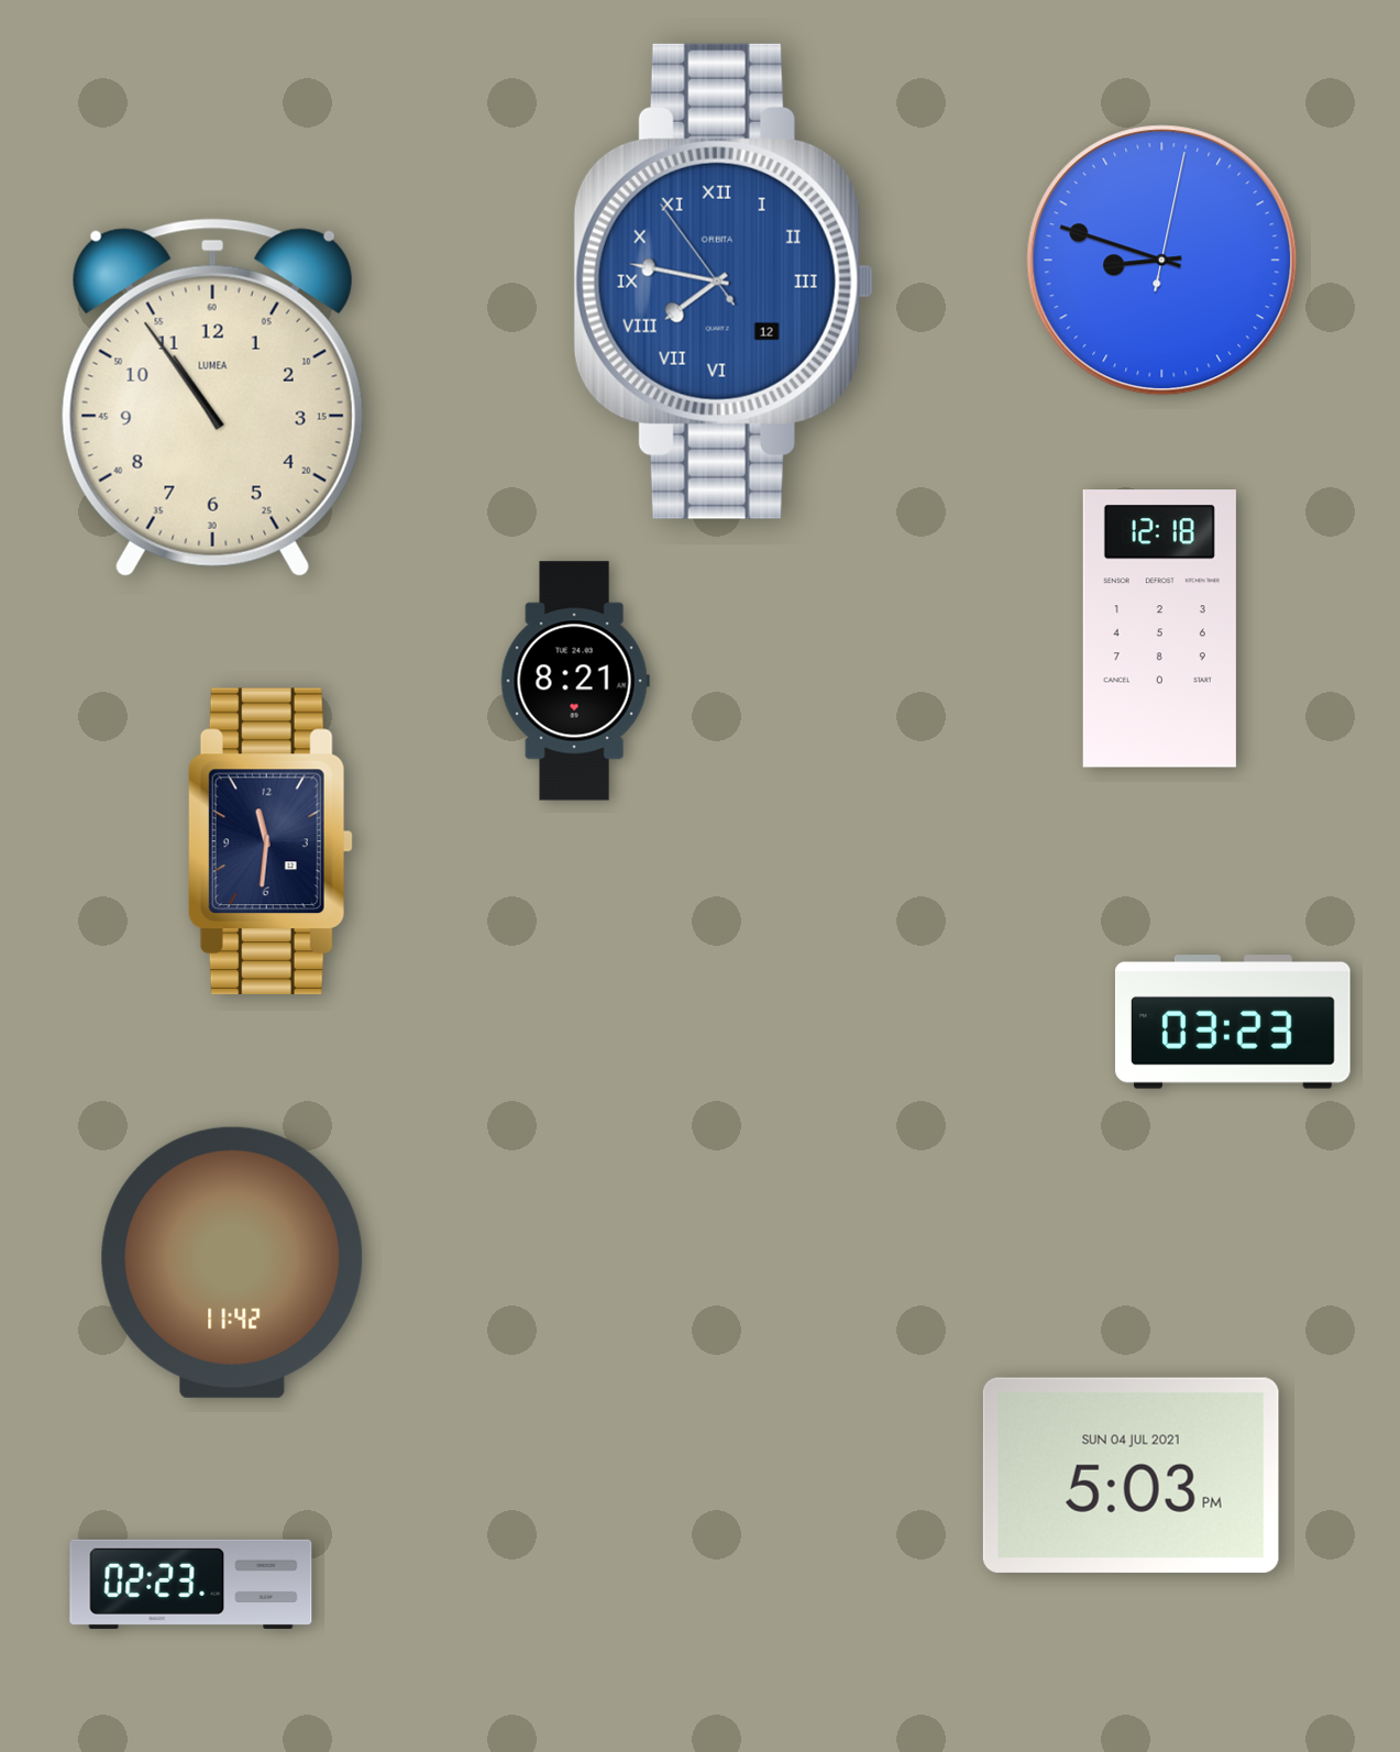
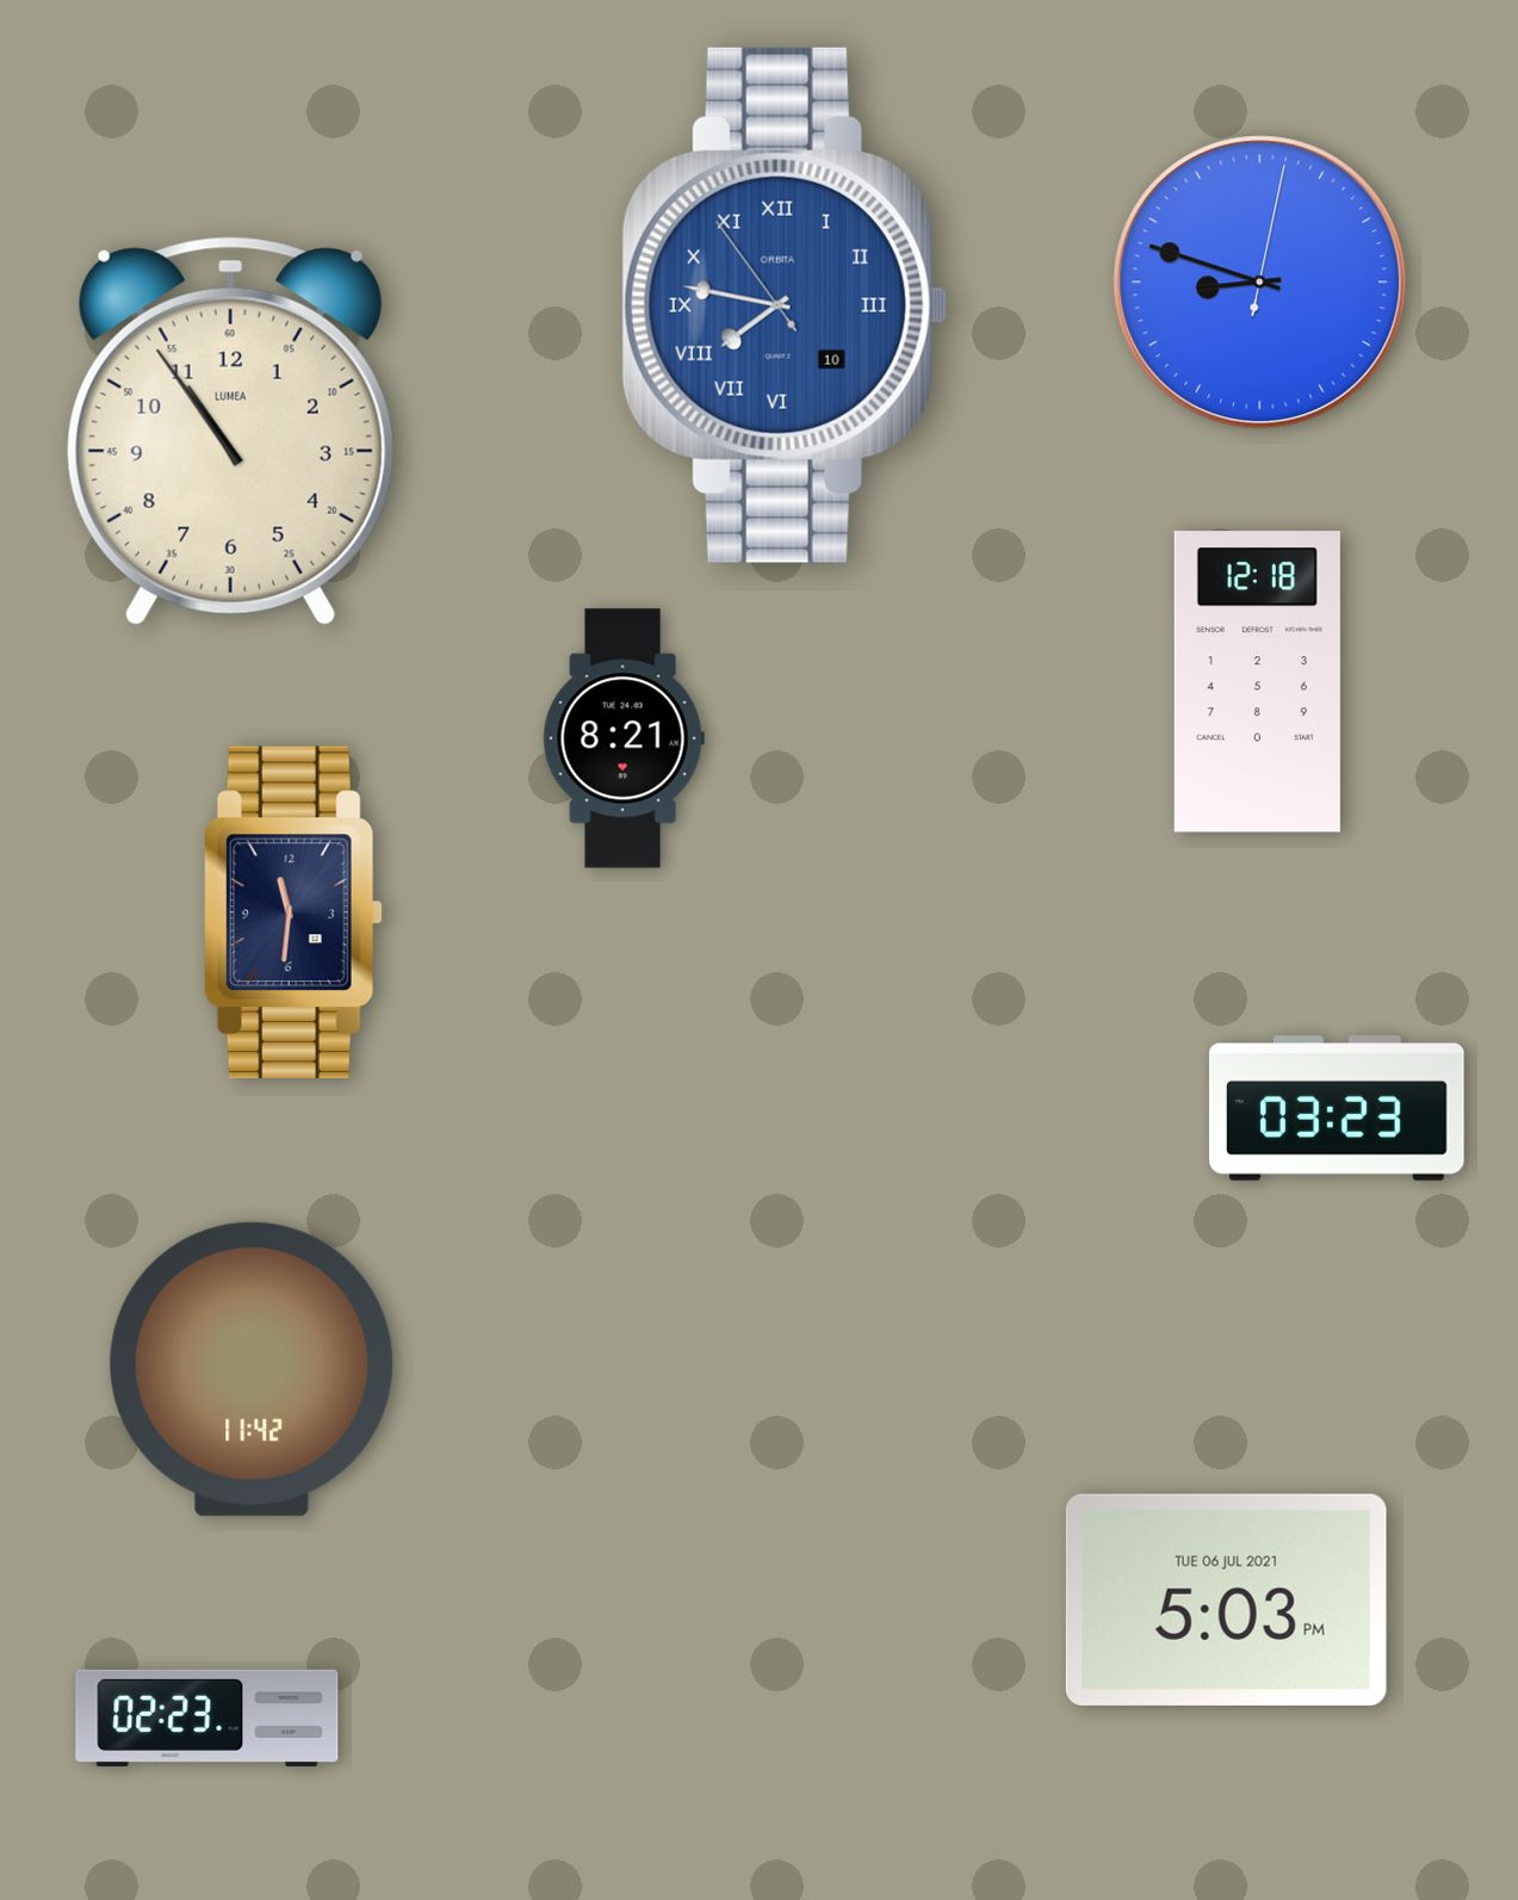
clock at (724, 282) date: 12 -> 10
clock at (1131, 1475) date: SUN 04 JUL 2021 -> TUE 06 JUL 2021
